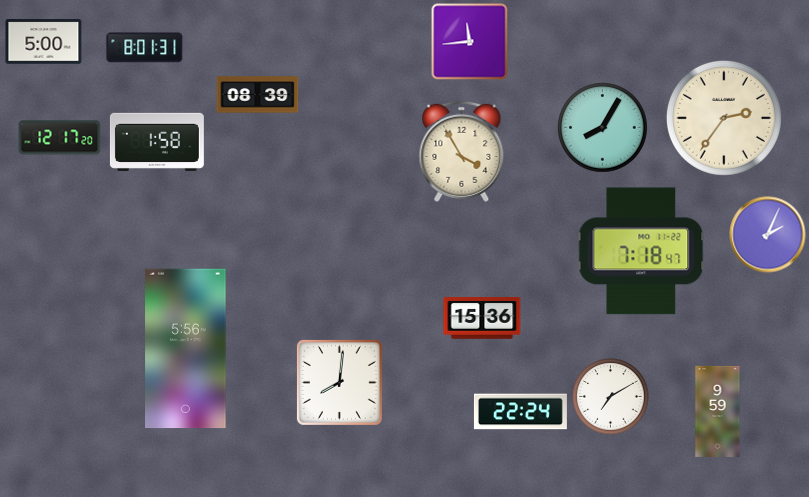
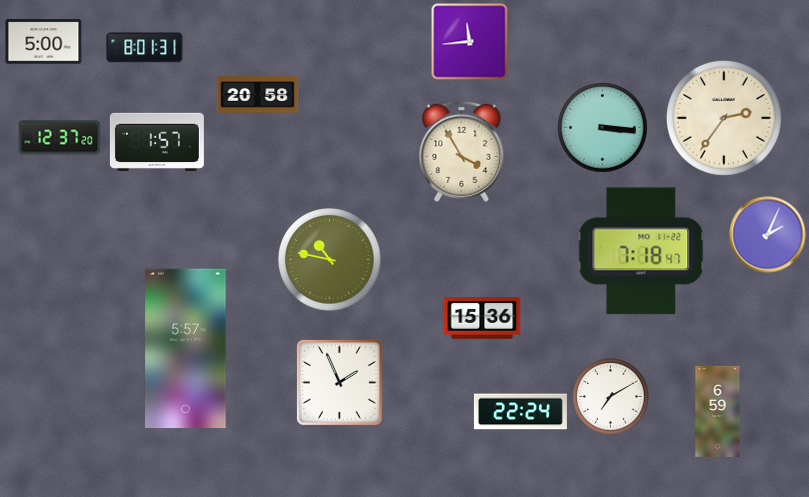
clock at (258, 95): 08:39 -> 20:58
clock at (603, 128): 8:05 -> 3:16
clock at (60, 138): 12:17 -> 12:37
clock at (157, 142): 1:58 -> 1:57
clock at (330, 260): none -> 10:47
clock at (186, 349): 5:56 -> 5:57
clock at (339, 382): 8:01 -> 1:56
clock at (718, 411): 9:59 -> 6:59
